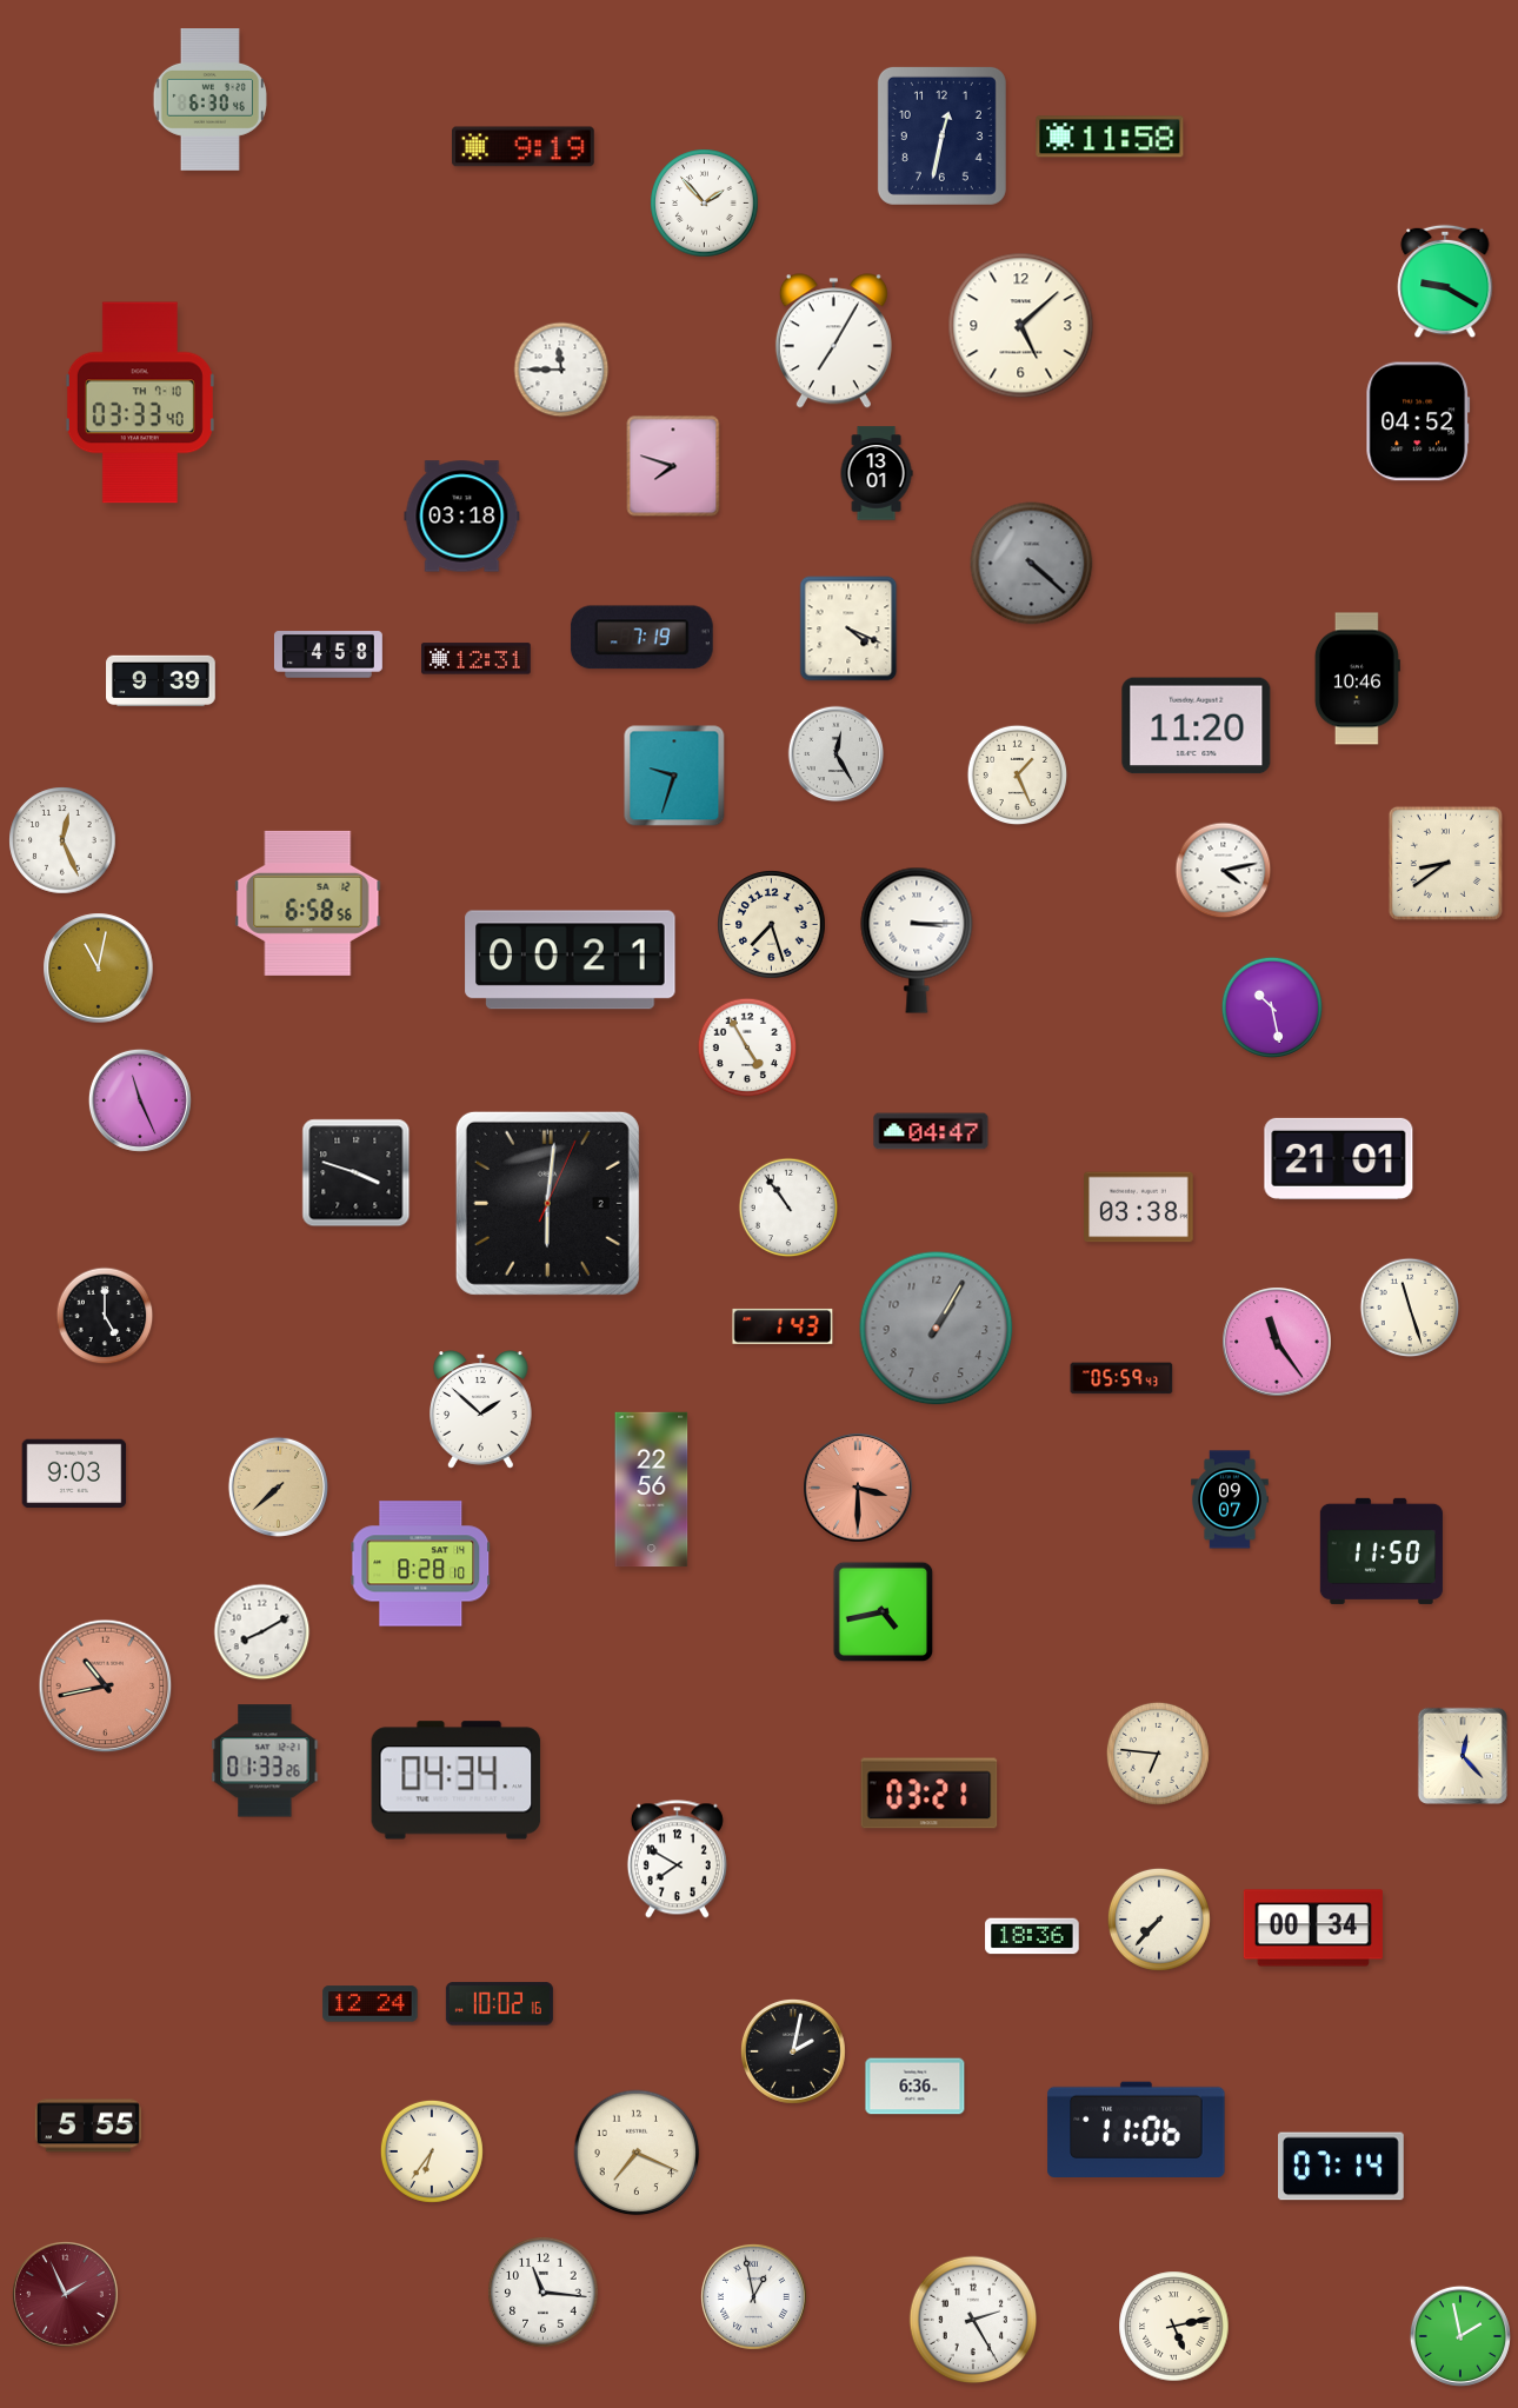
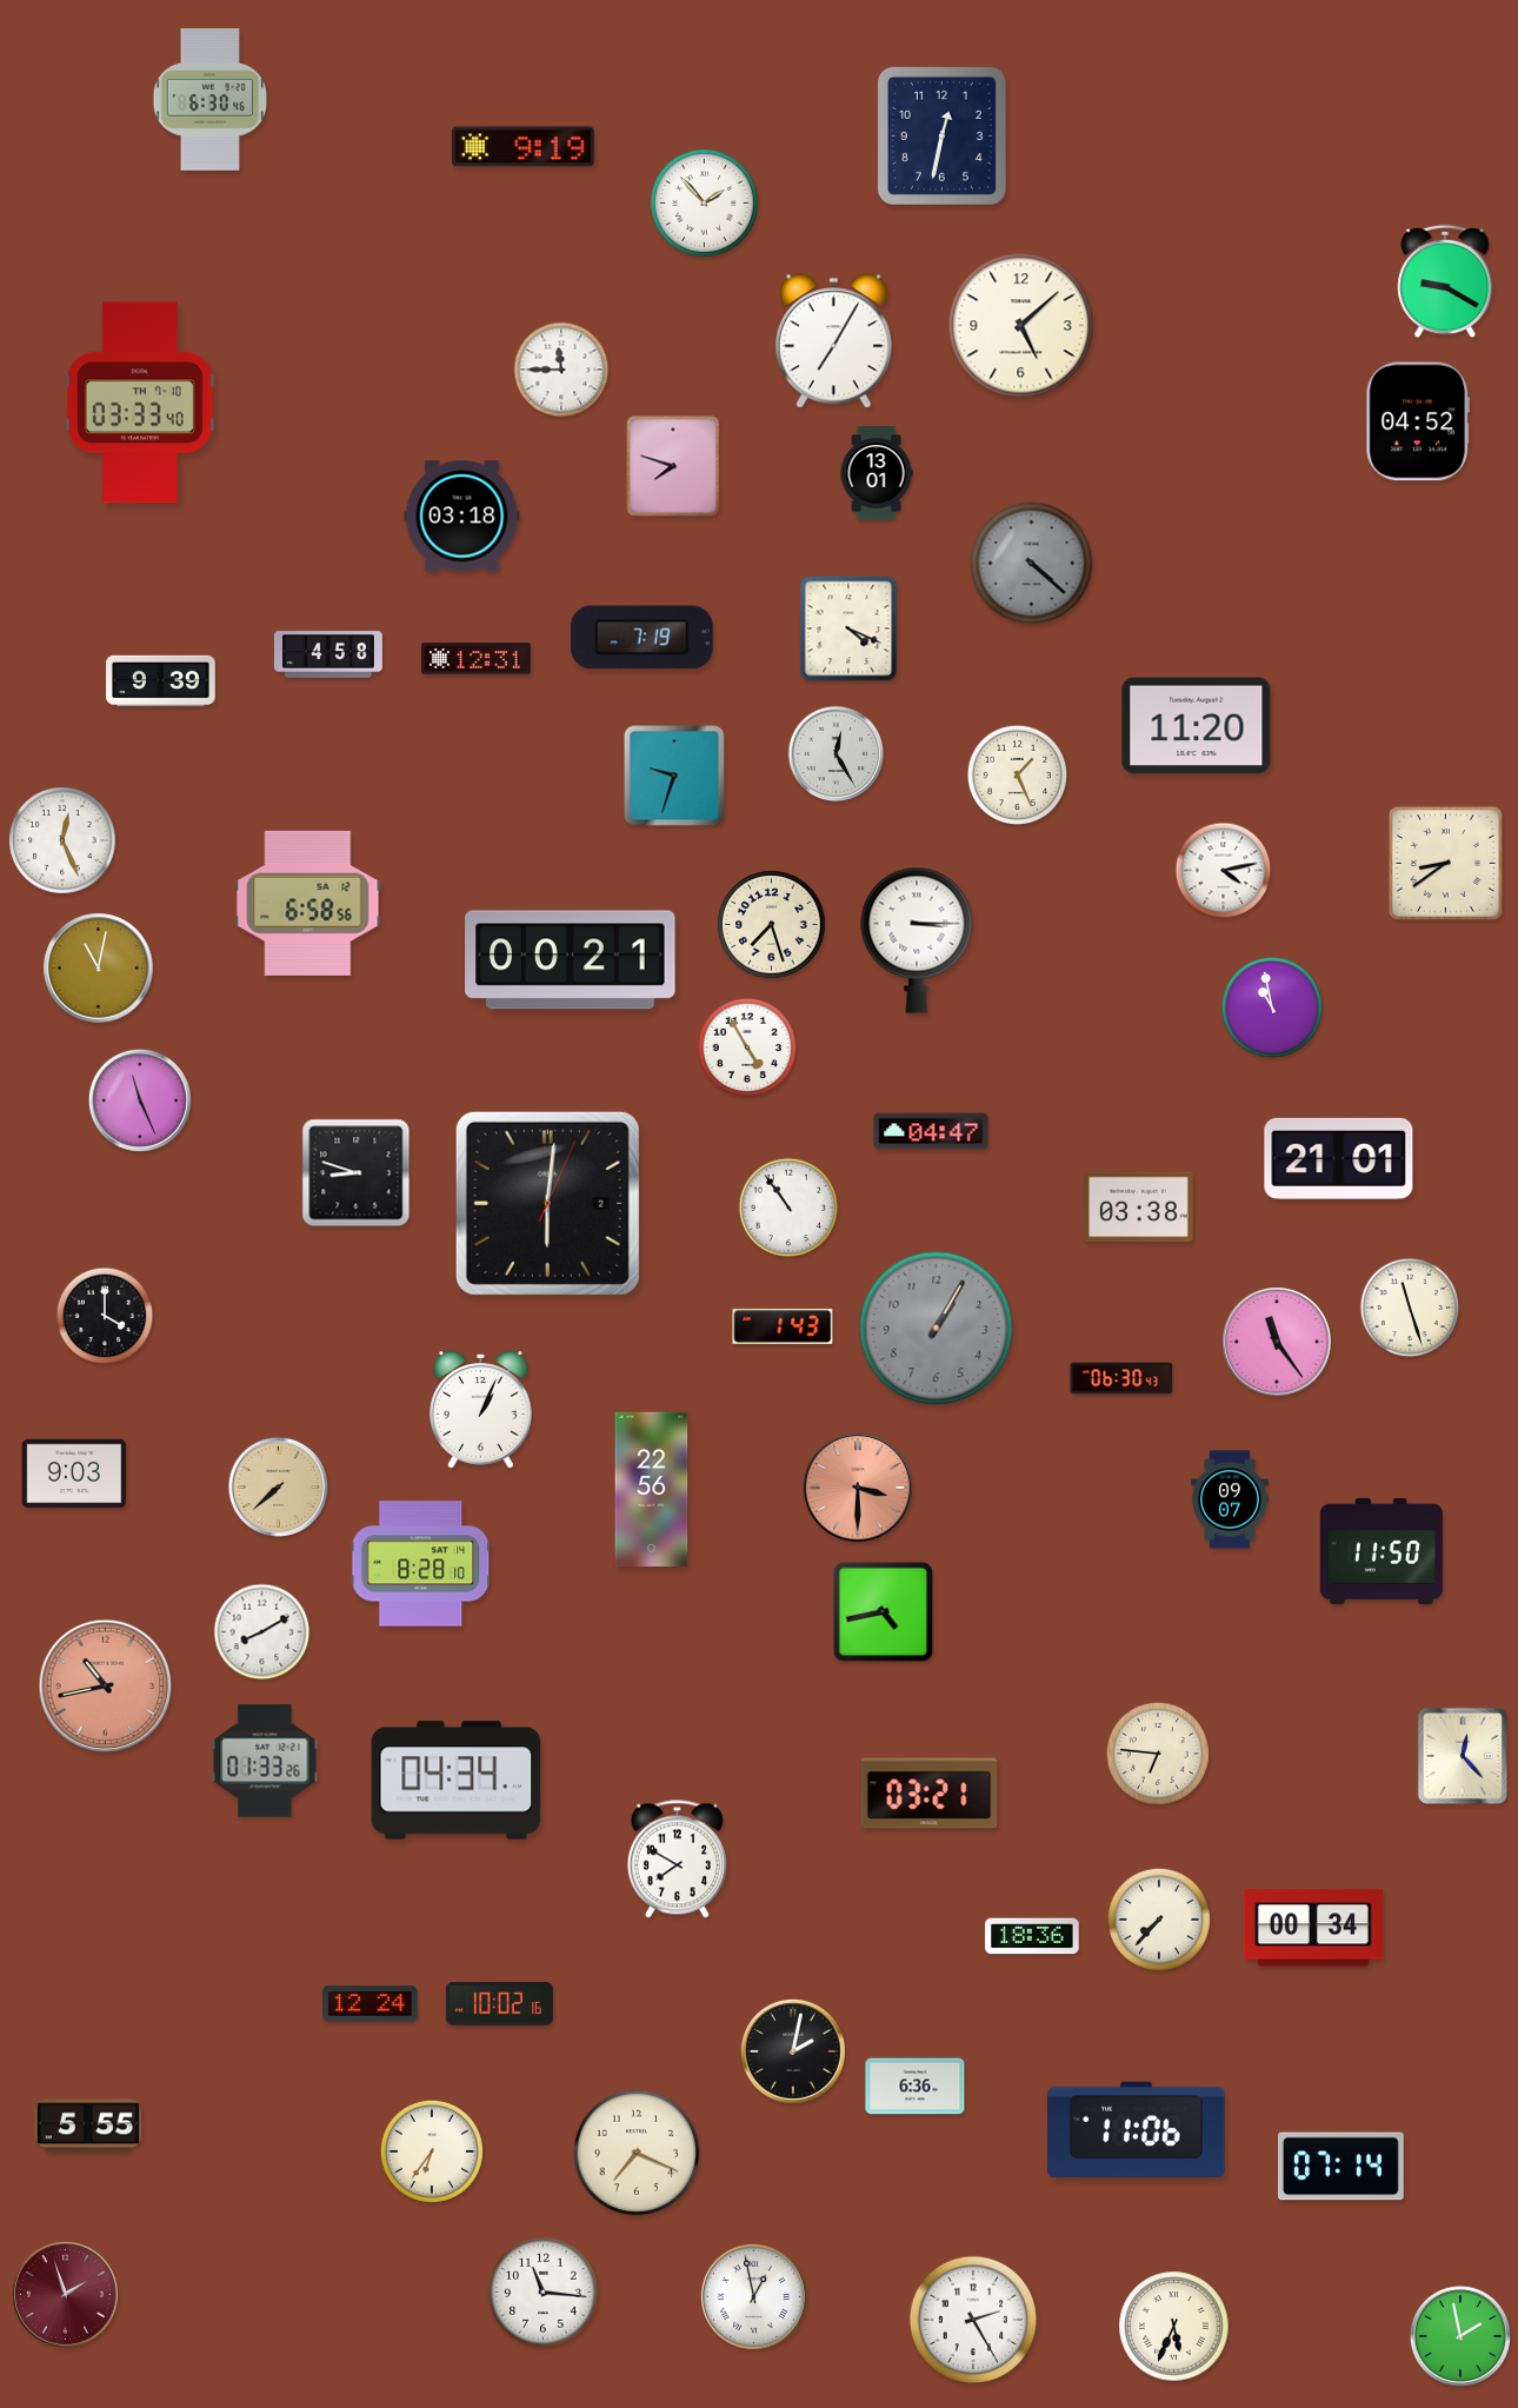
clock at (1110, 137): 11:58 -> none
clock at (1357, 679): 10:46 -> none
clock at (1271, 1006): 10:28 -> 10:58
clock at (357, 1173): 3:48 -> 8:48
clock at (105, 1316): 5:00 -> 4:00
clock at (1121, 1378): 05:59 -> 06:30
clock at (481, 1410): 1:52 -> 1:04
clock at (66, 2295): 1:56 -> 1:57
clock at (1174, 2327): 5:13 -> 5:34
